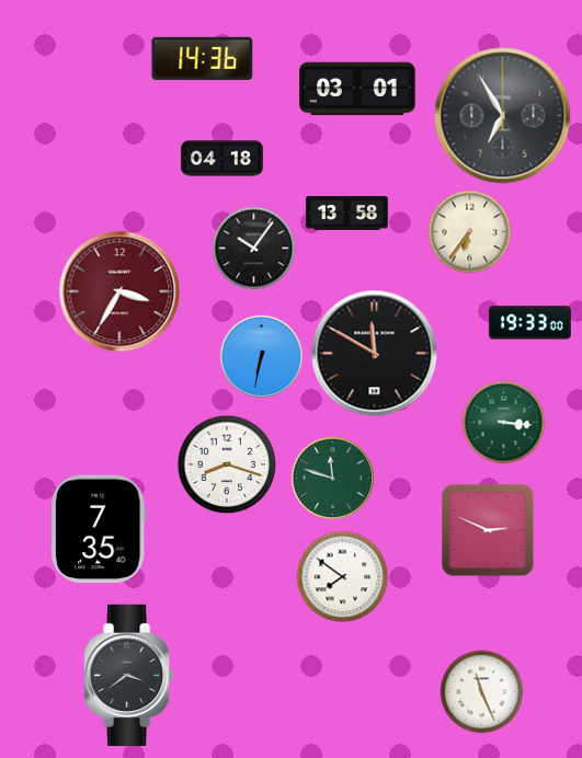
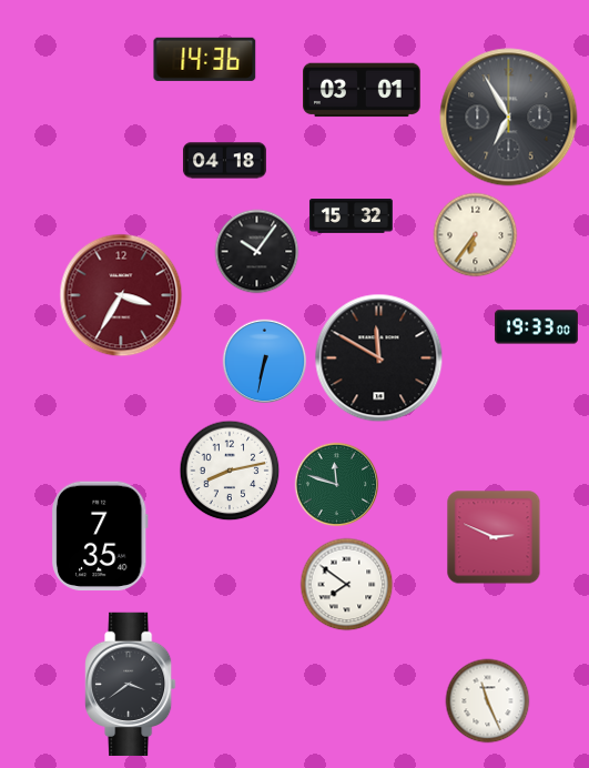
clock at (346, 214): 13:58 -> 15:32
clock at (504, 423): 3:16 -> none
clock at (227, 464): 8:18 -> 8:13
